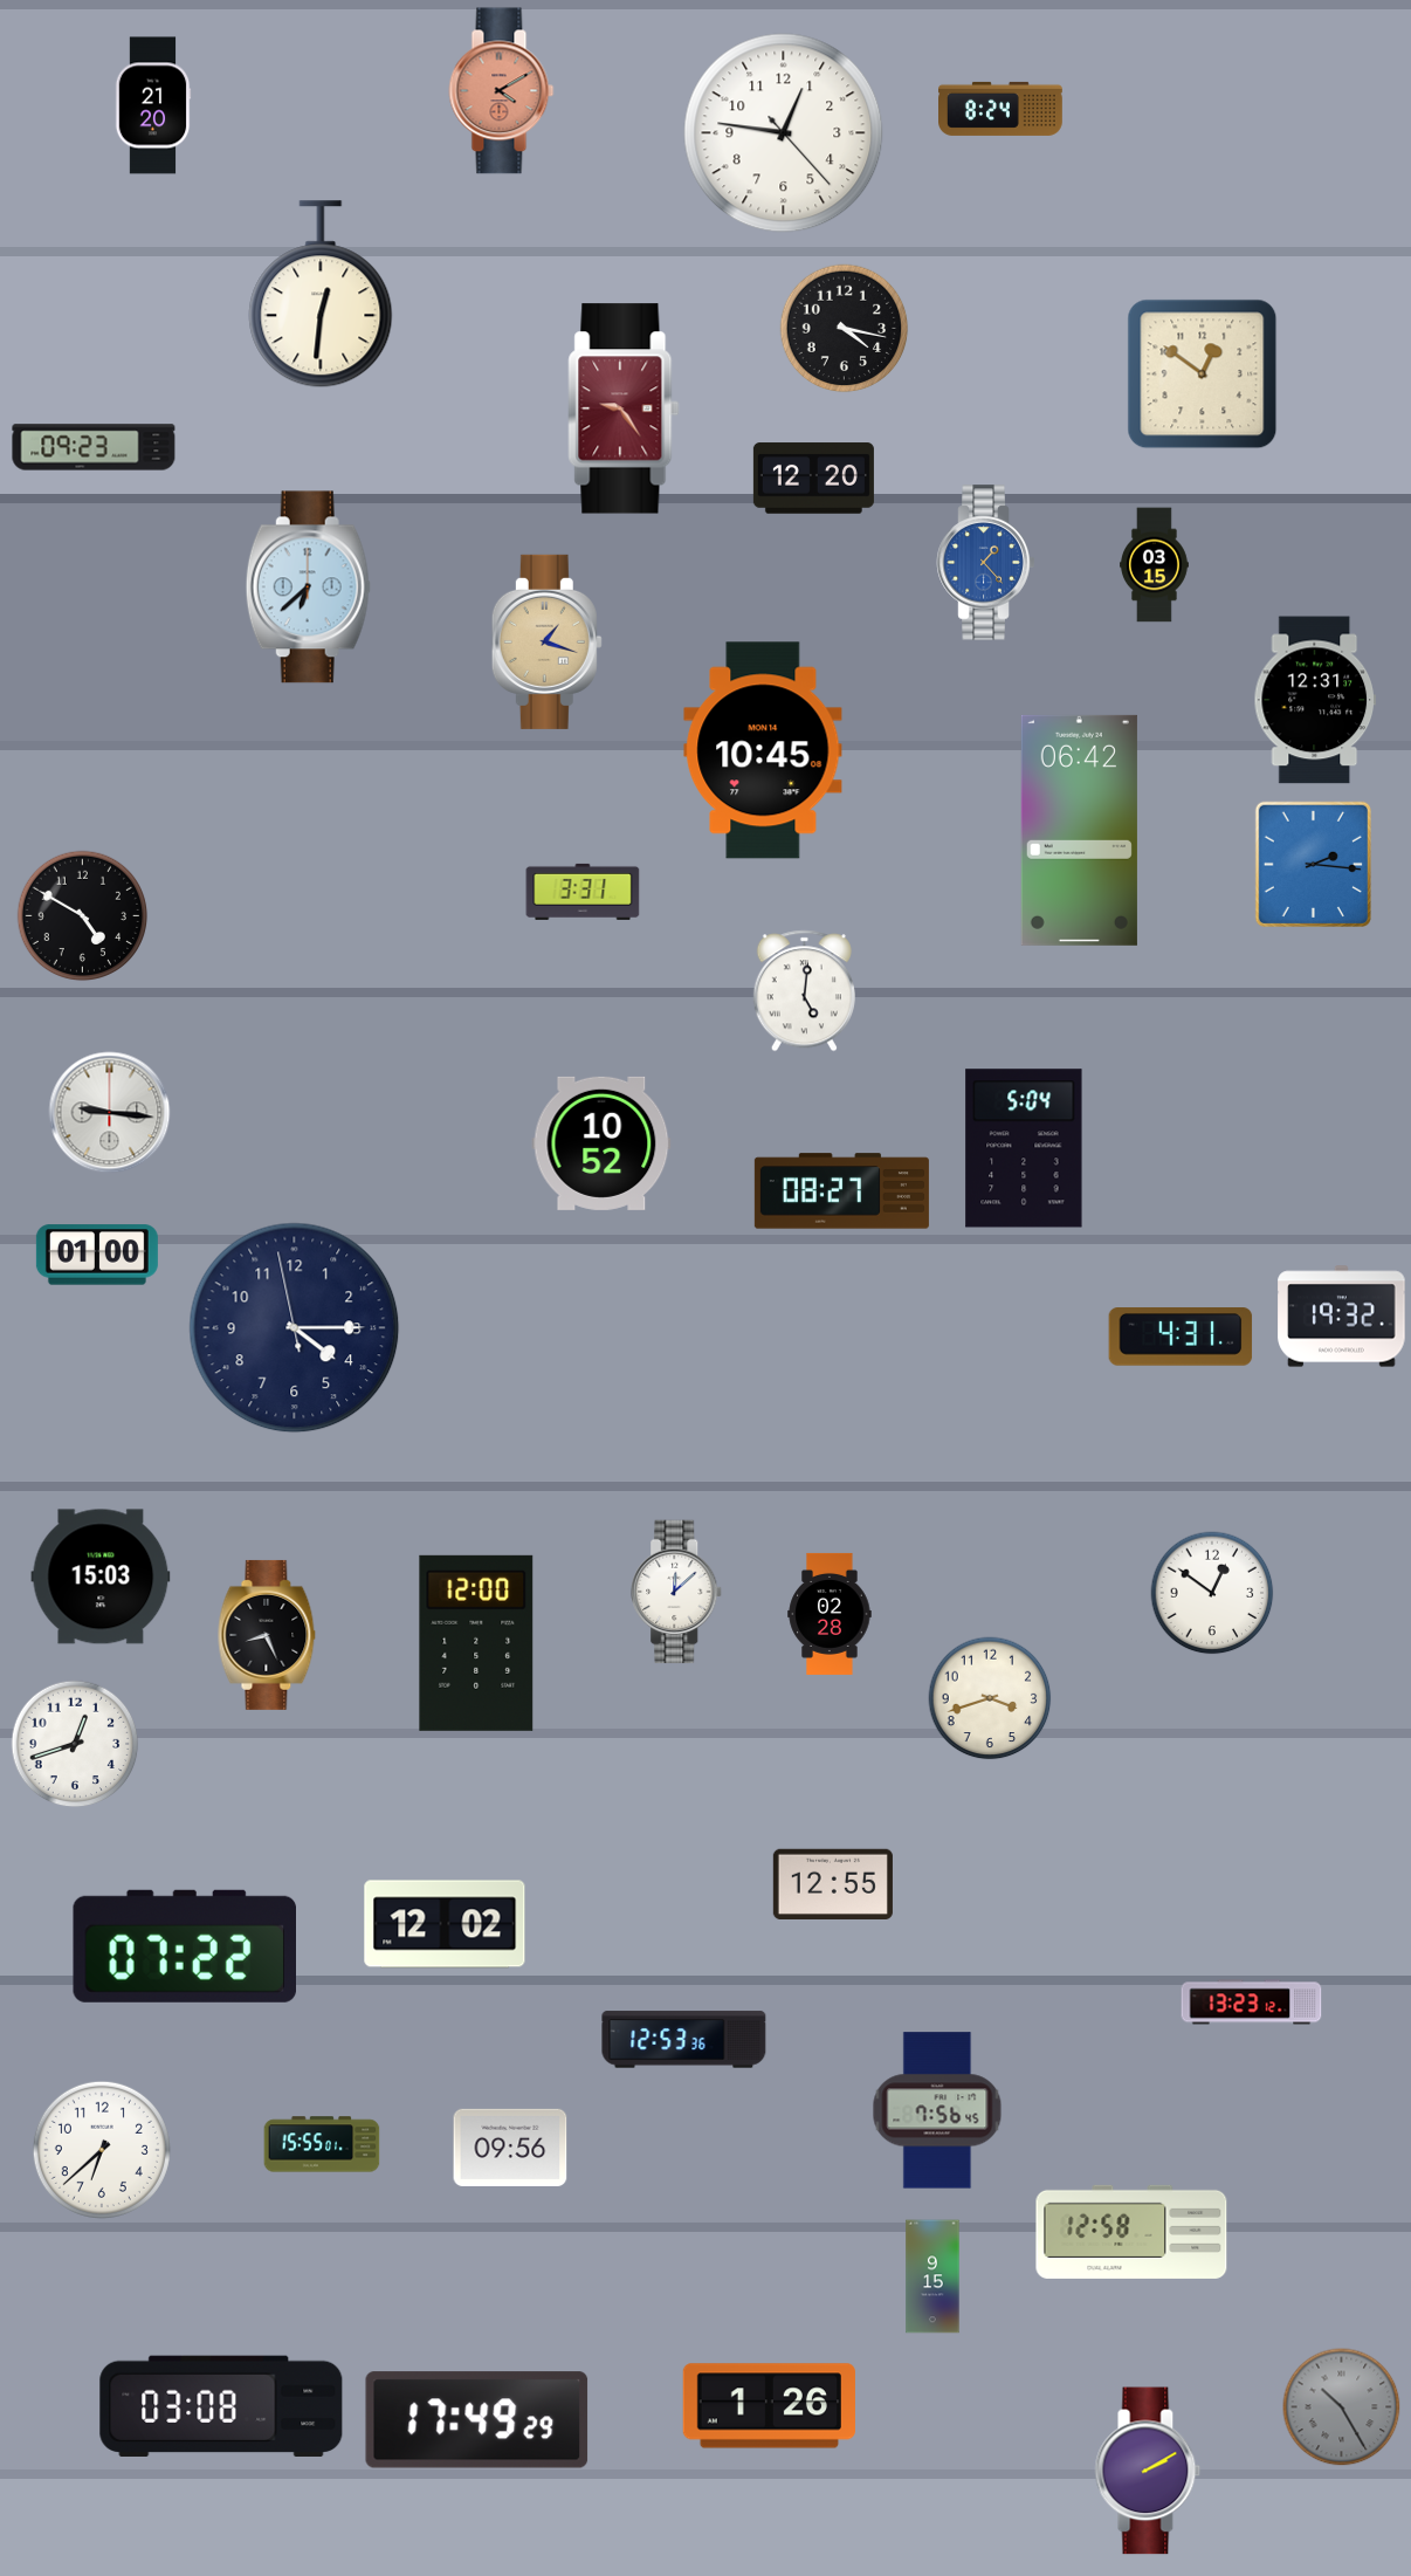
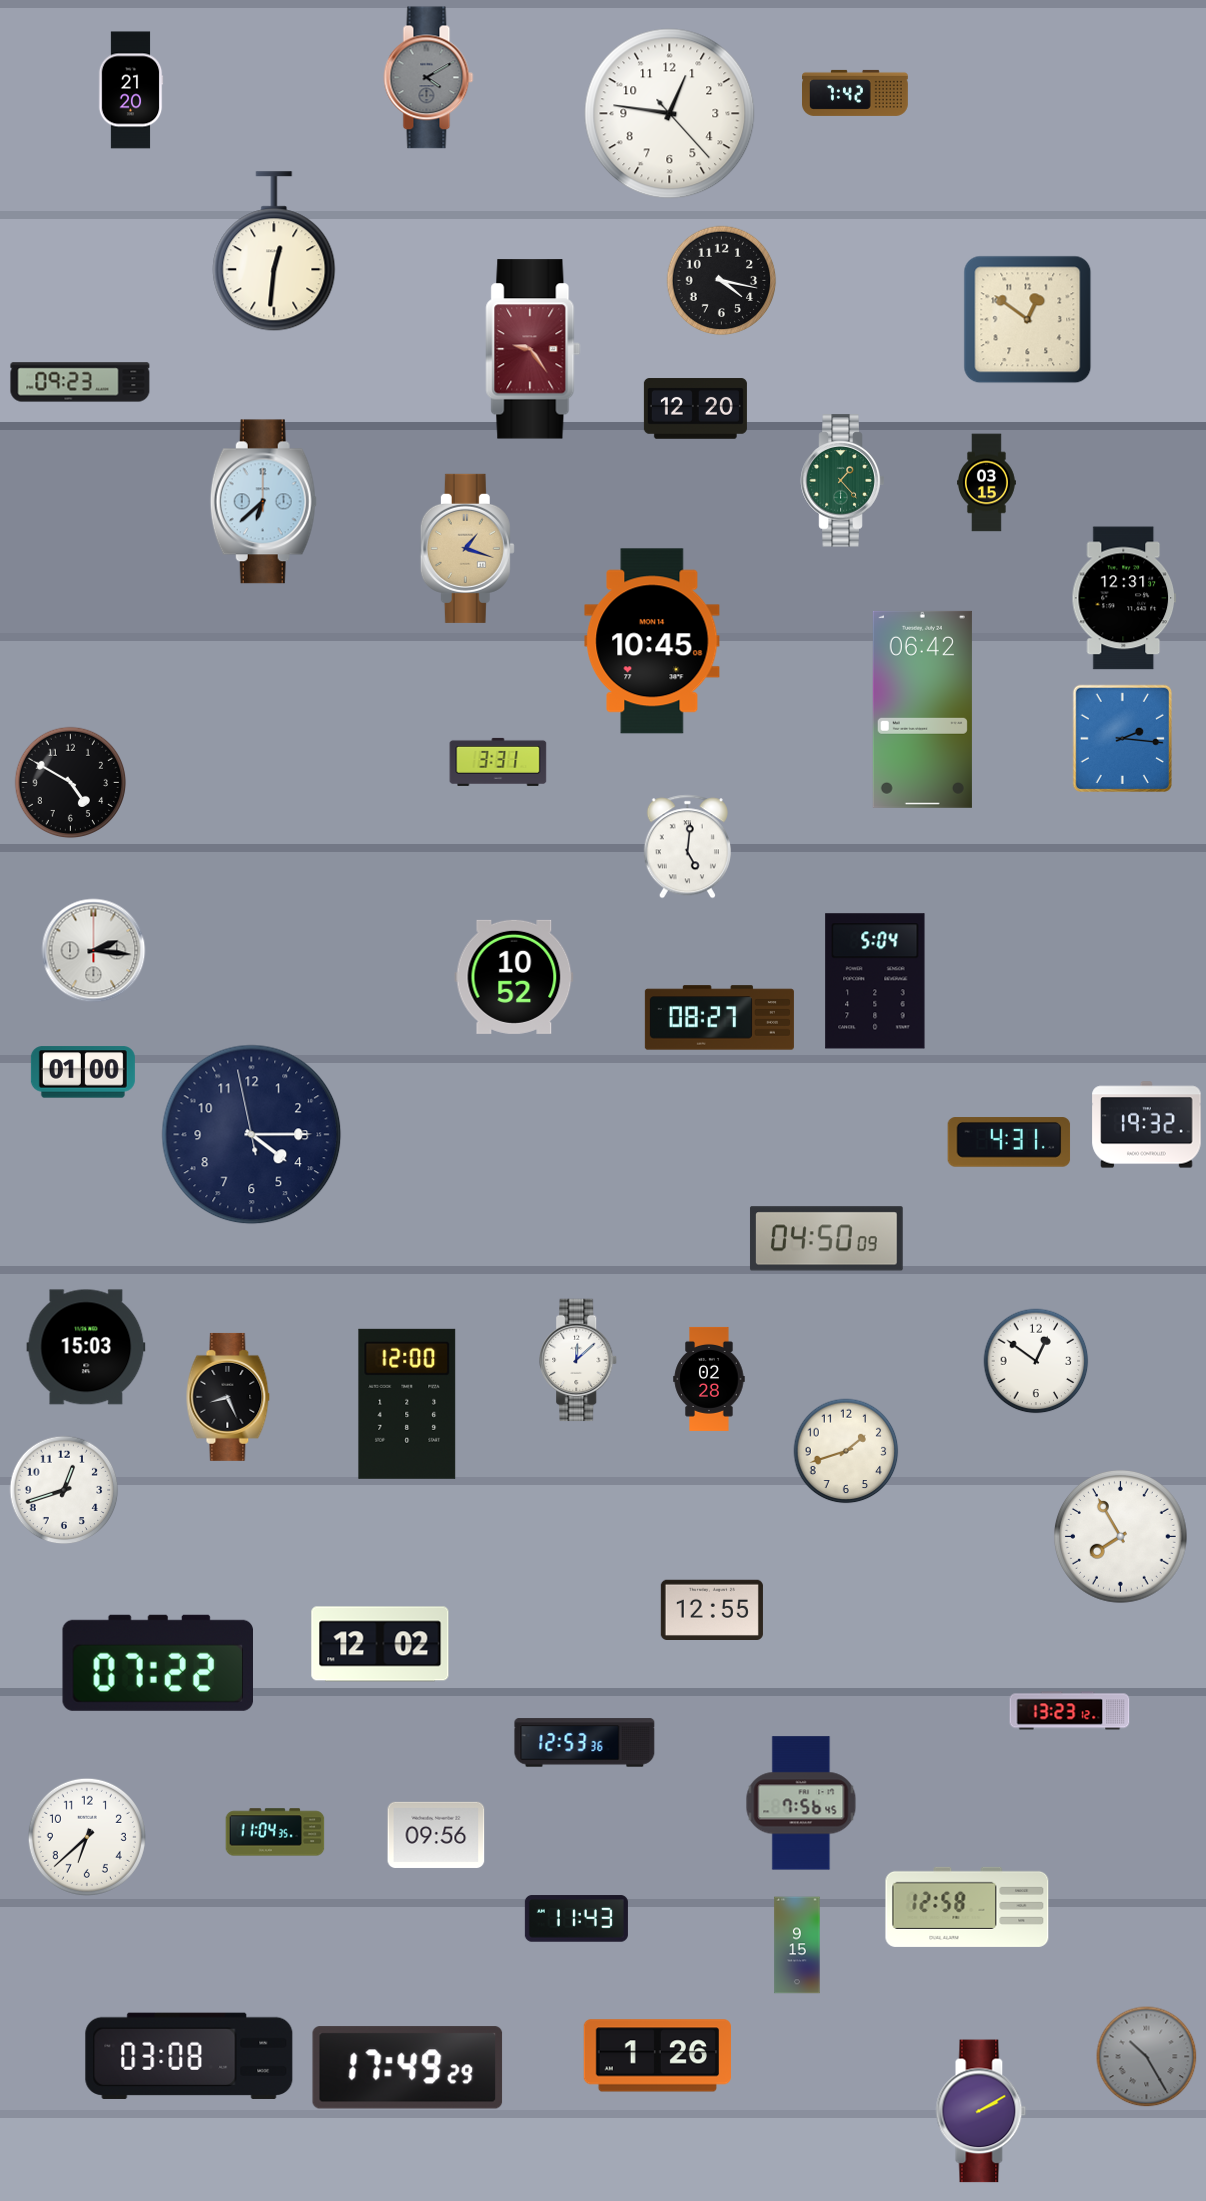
clock at (502, 91) dial: salmon -> grey
clock at (1002, 109): 8:24 -> 7:42
clock at (986, 563) dial: blue -> green
clock at (110, 1113): 9:16 -> 2:16
clock at (826, 1239): none -> 04:50
clock at (990, 1698): 3:42 -> 1:42
clock at (1120, 1536): none -> 7:55
clock at (322, 2144): 15:55 -> 11:04
clock at (576, 1919): none -> 11:43
